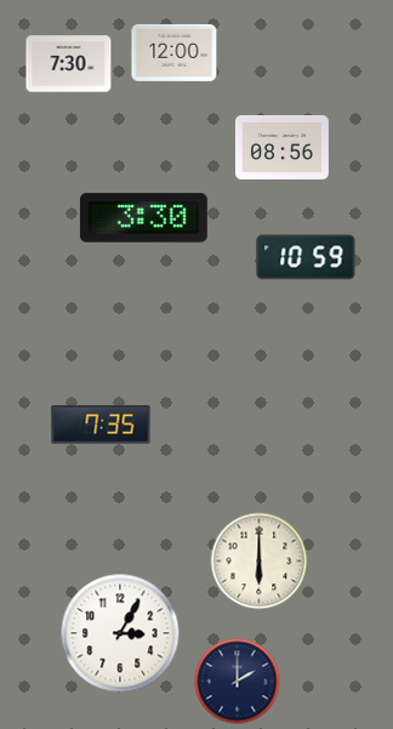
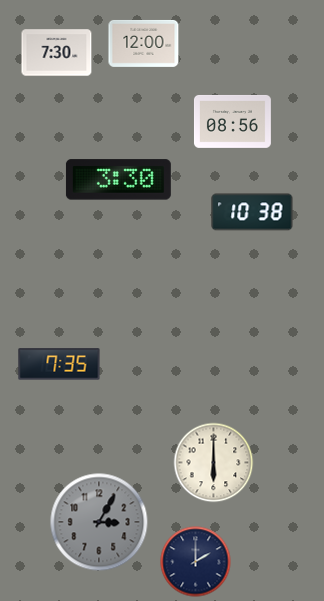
clock at (306, 257): 10:59 -> 10:38
clock at (101, 425) position: (101, 425) -> (59, 364)
clock at (120, 633) dial: white -> grey
